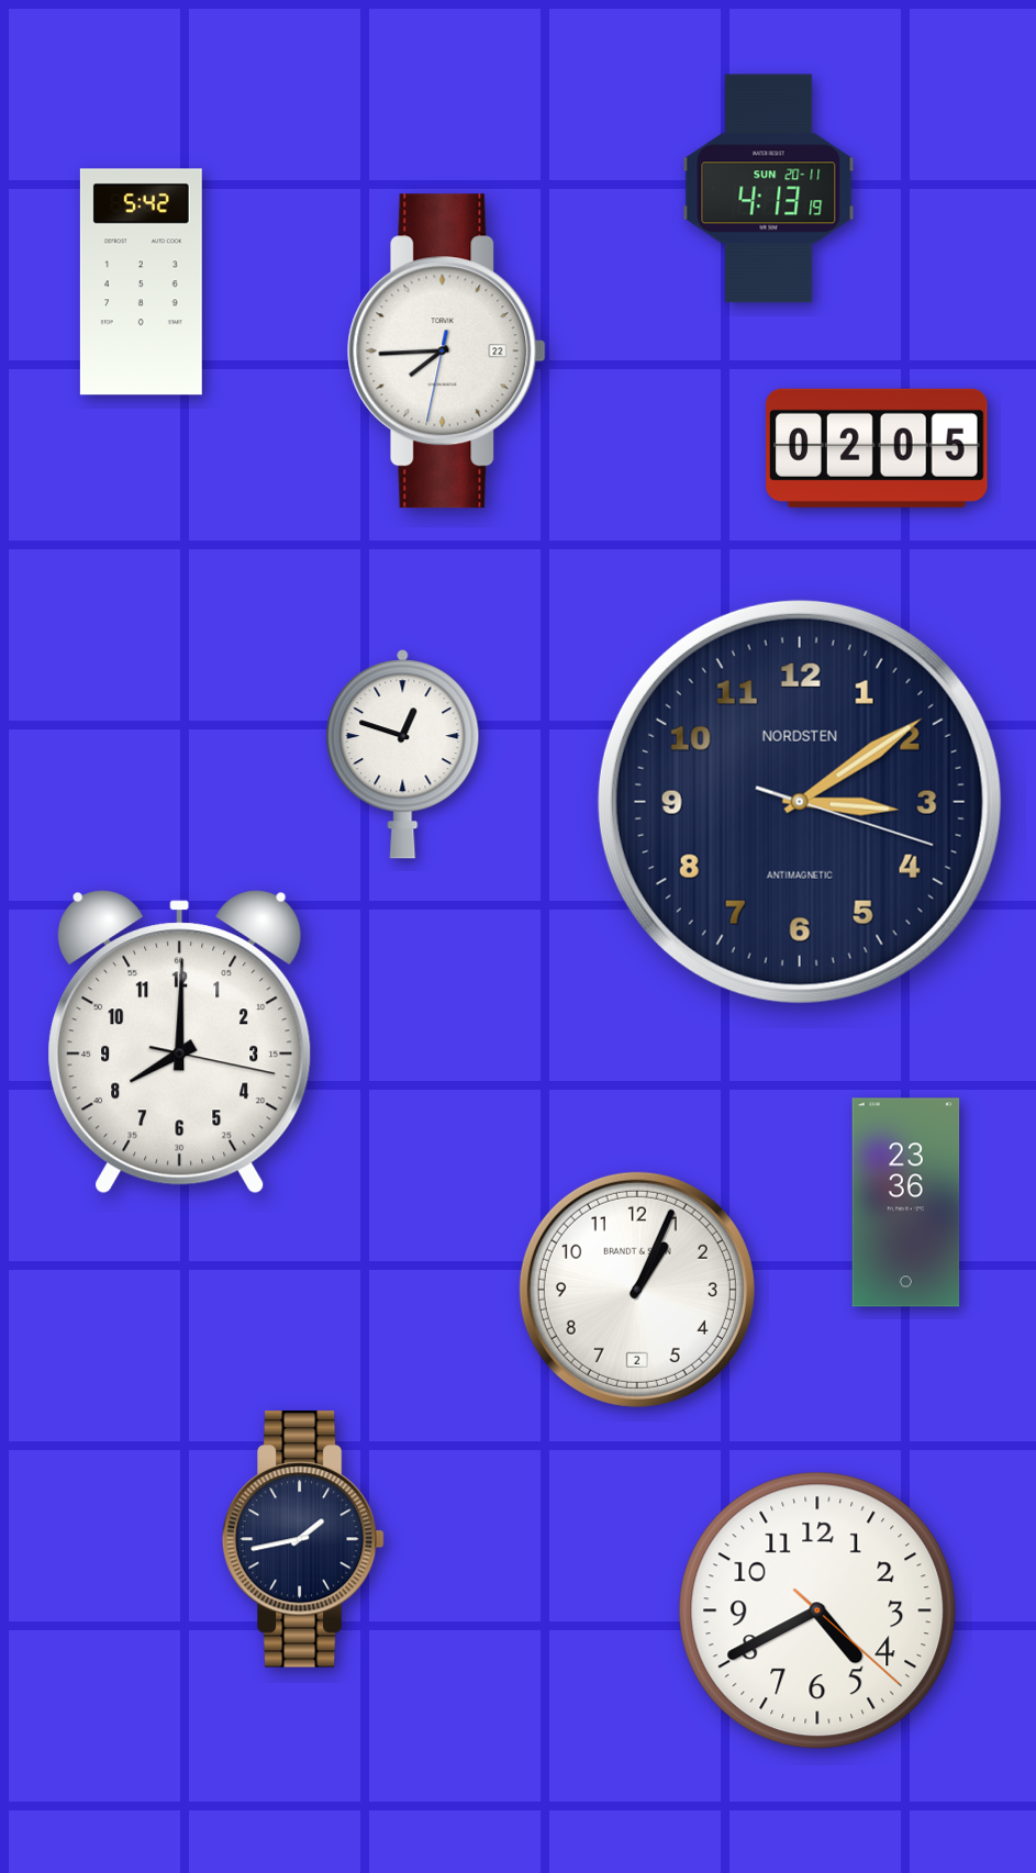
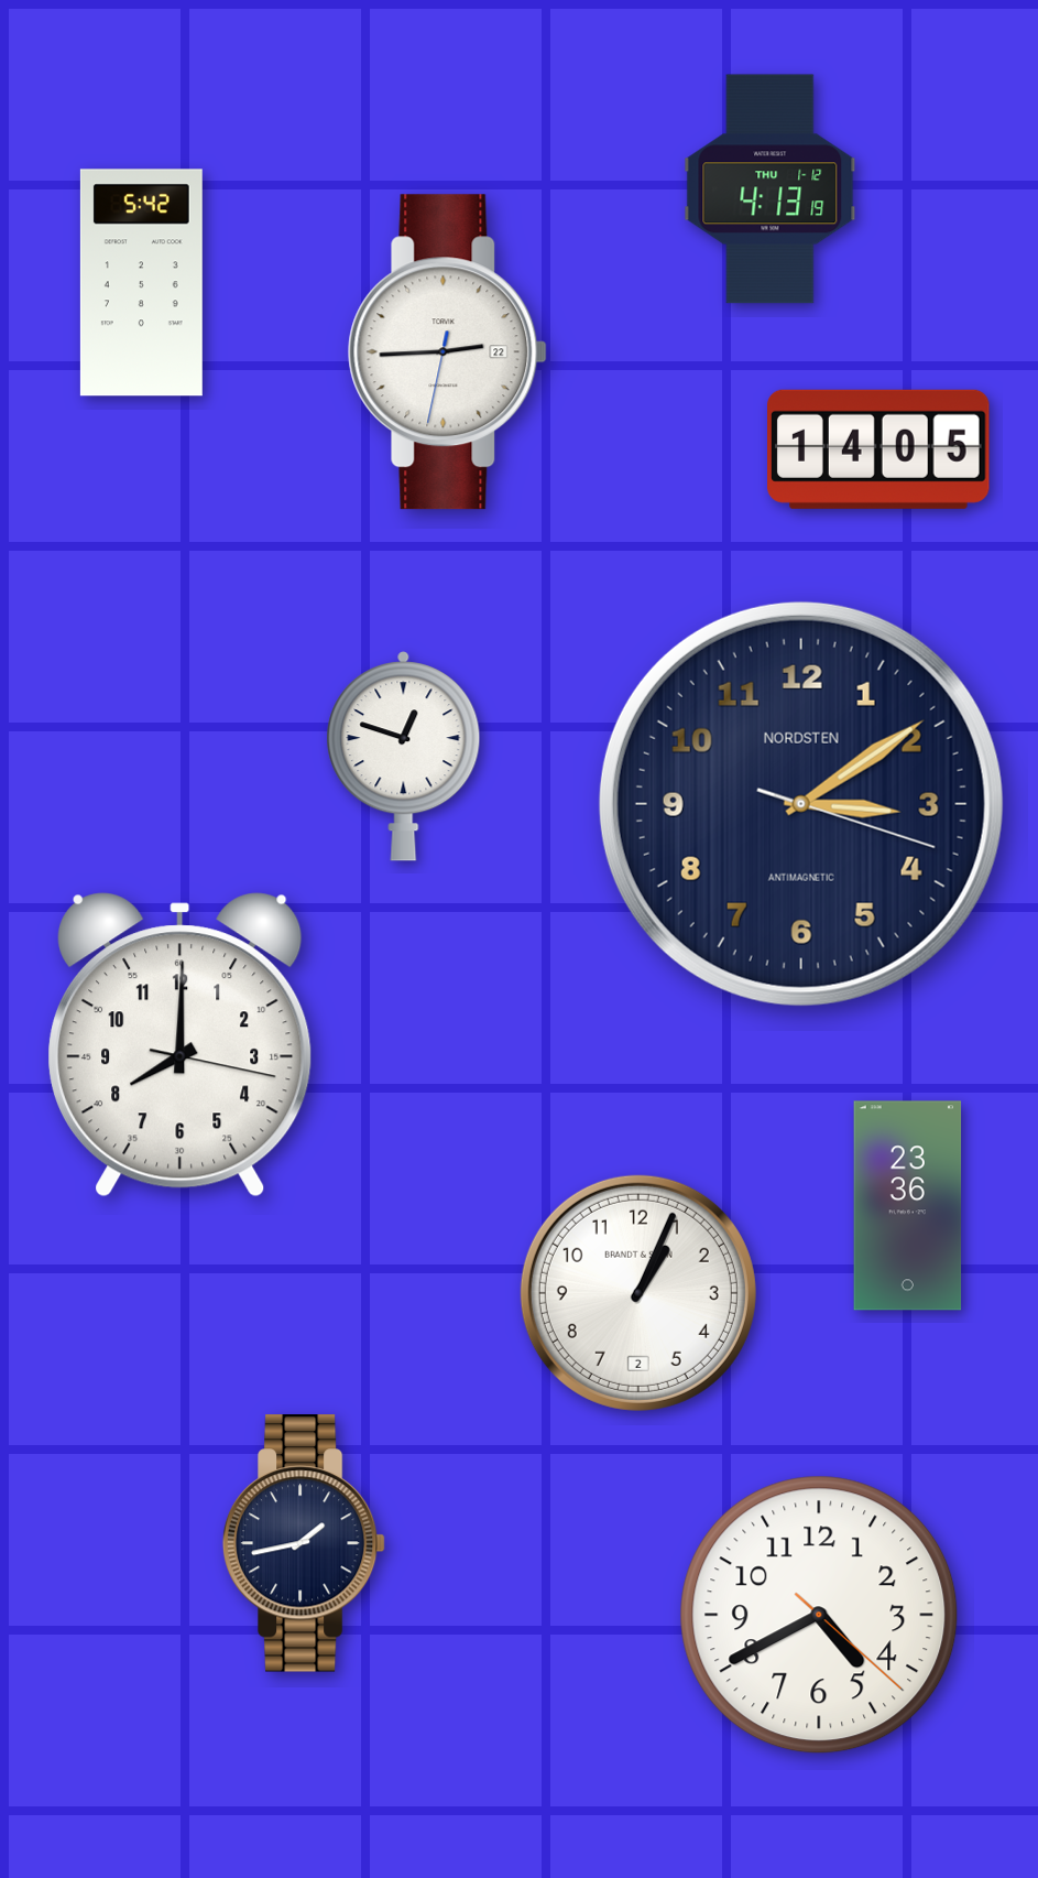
clock at (769, 189) date: SUN 20-11 -> THU 1-12
clock at (446, 352): 7:44 -> 2:44
clock at (878, 448): 02:05 -> 14:05
